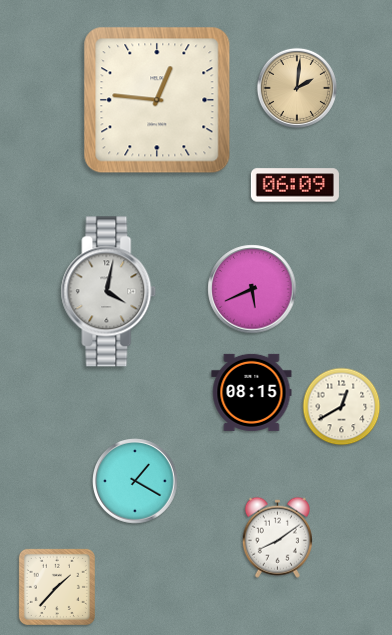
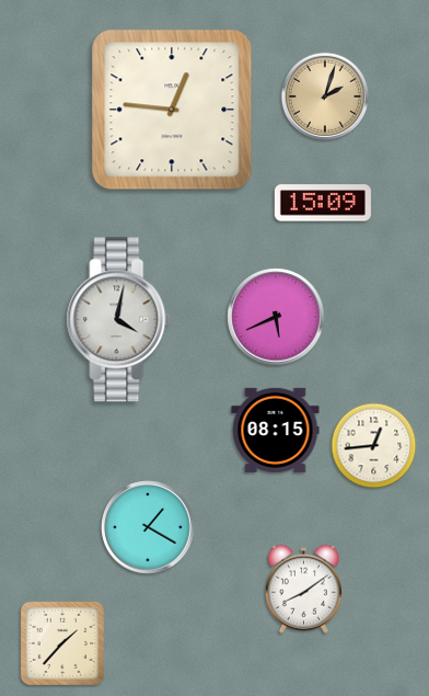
clock at (297, 88): 2:01 -> 2:03
clock at (295, 185): 06:09 -> 15:09
clock at (342, 407): 12:40 -> 12:44
